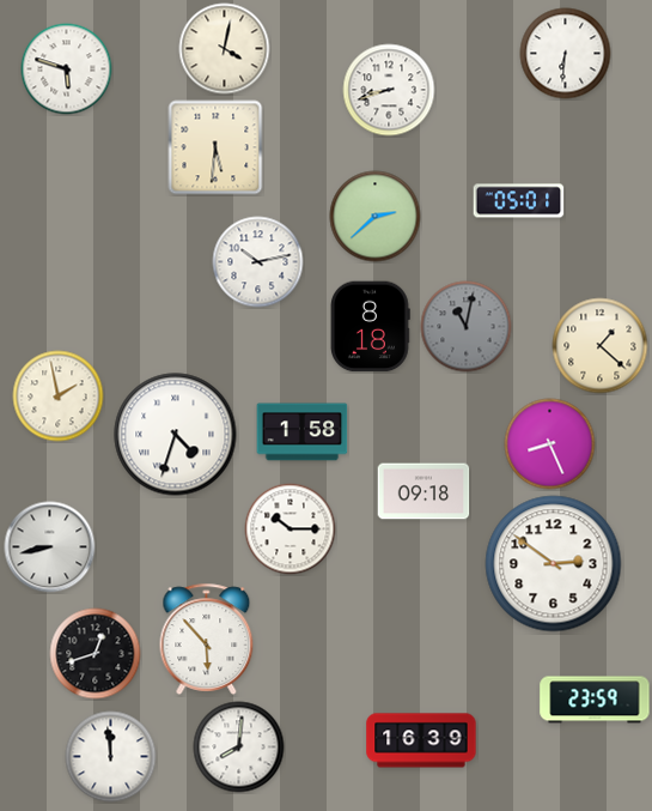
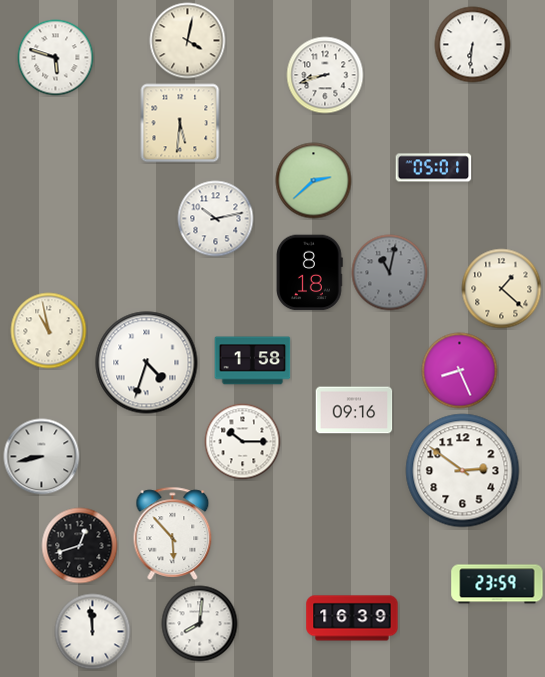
clock at (59, 397): 1:58 -> 10:58
clock at (424, 491): 09:18 -> 09:16
